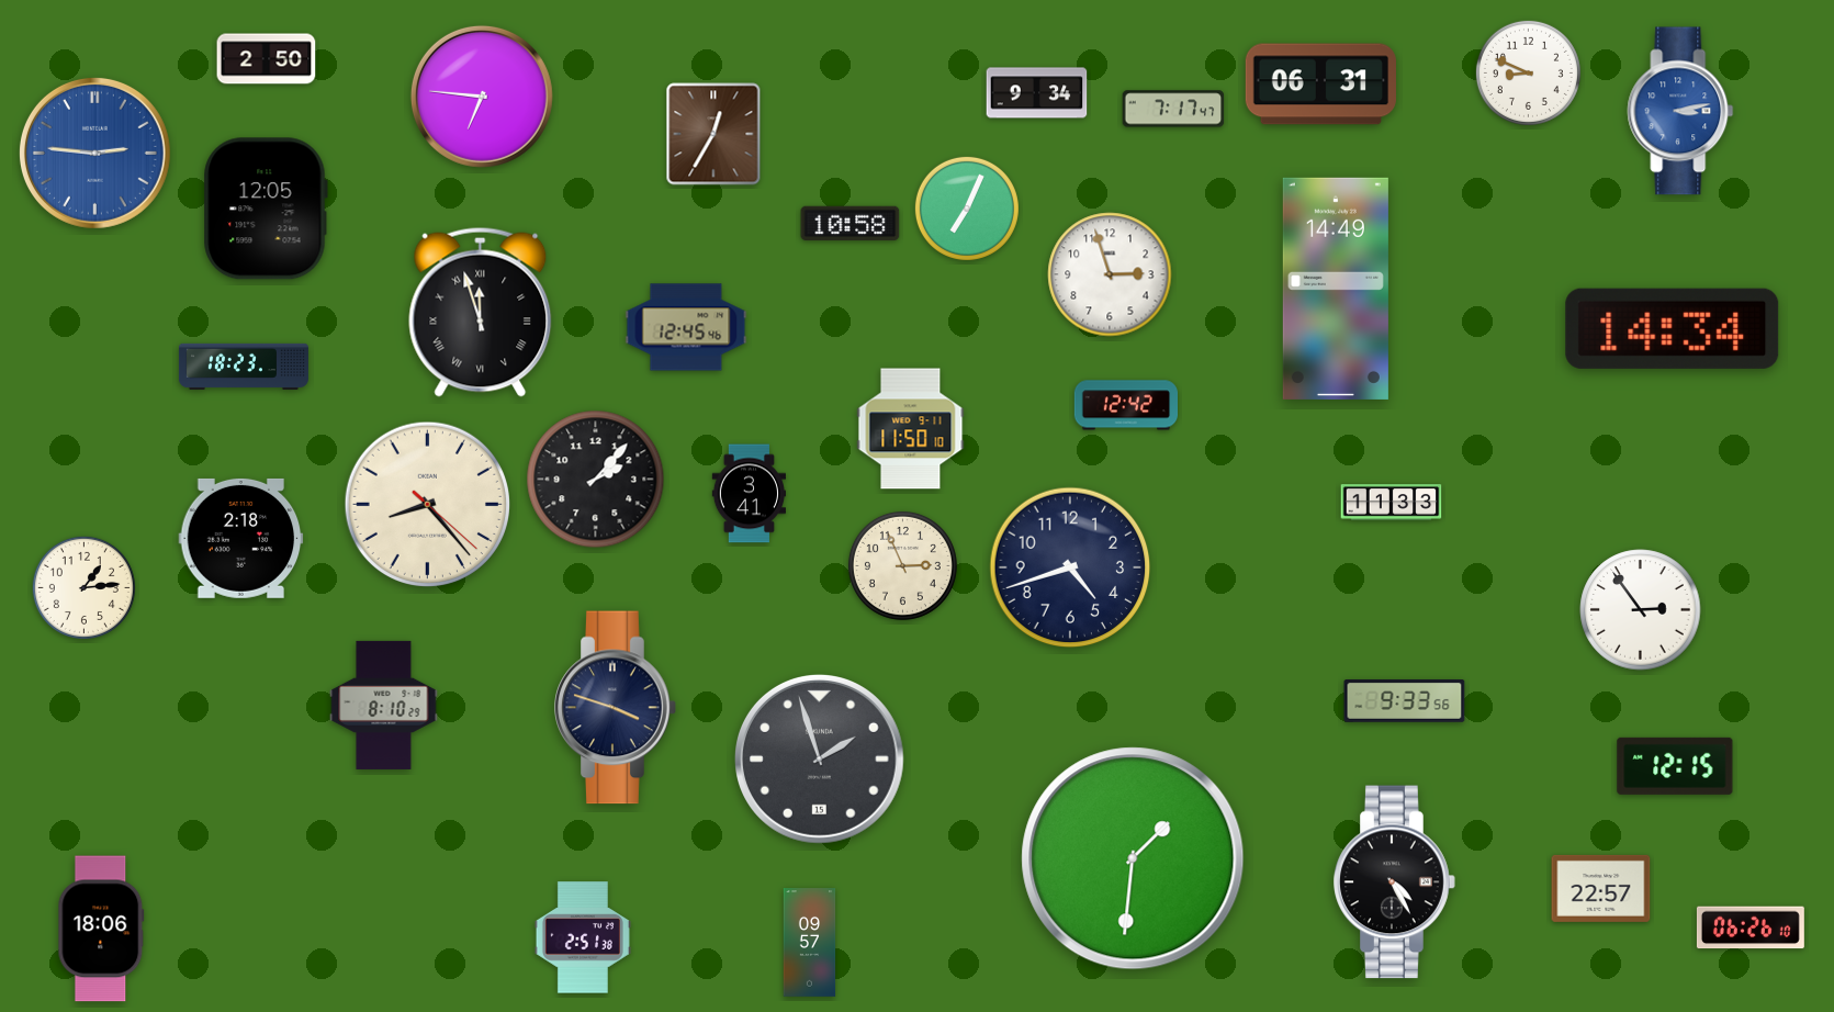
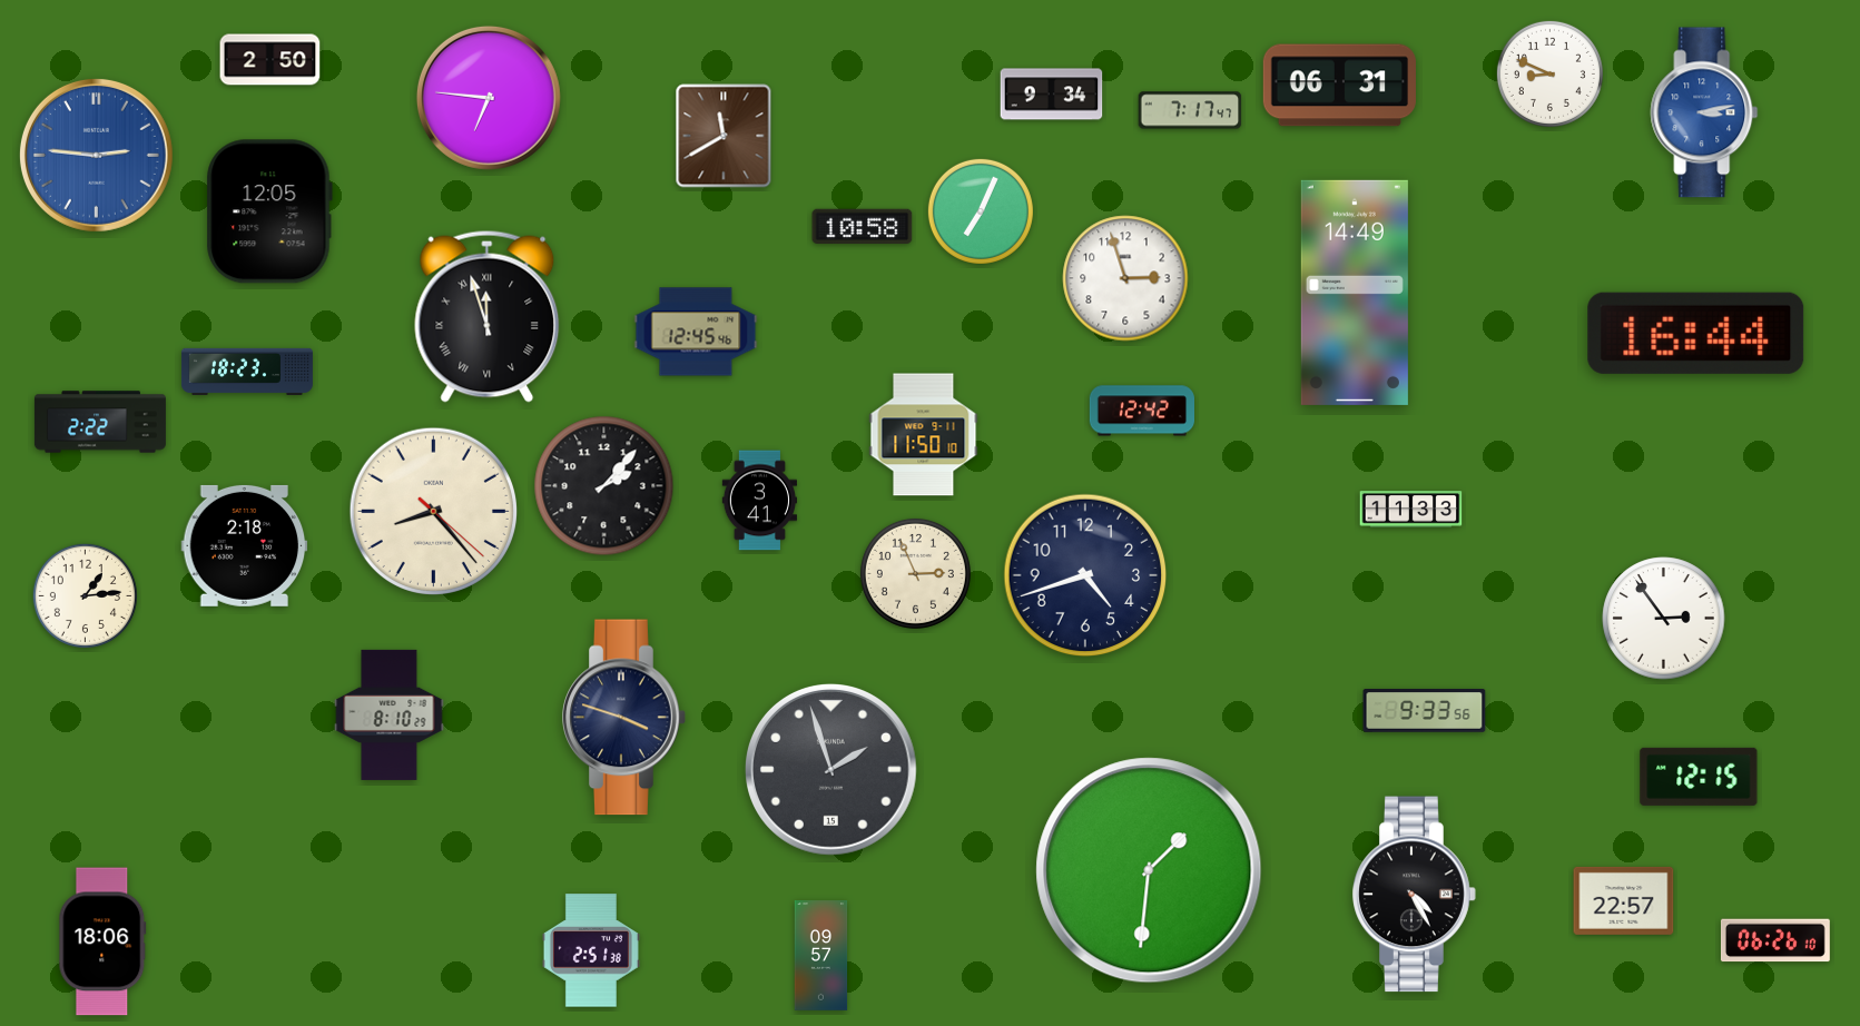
clock at (713, 134): 12:35 -> 11:40
clock at (1673, 328): 14:34 -> 16:44
clock at (100, 422): none -> 2:22
